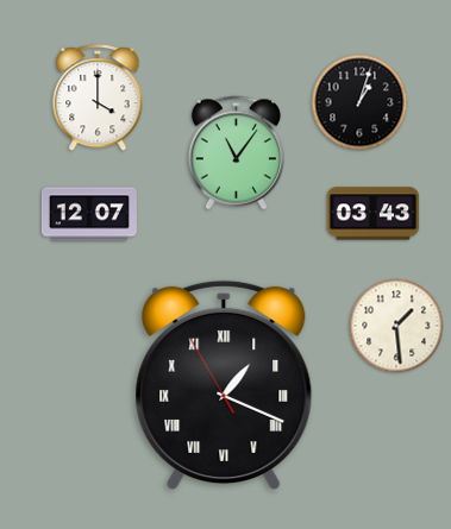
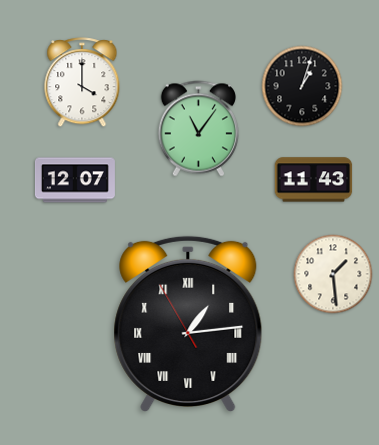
clock at (374, 214): 03:43 -> 11:43
clock at (224, 384): 1:18 -> 1:13
